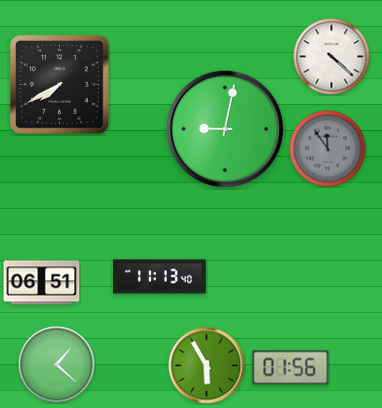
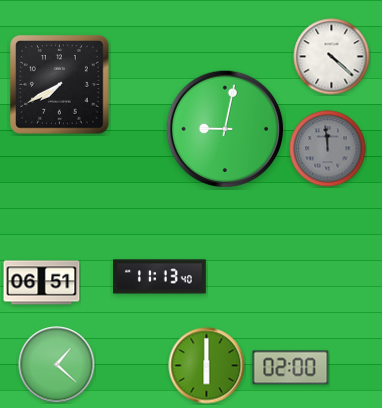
clock at (328, 149): 11:54 -> 11:59
clock at (207, 366): 5:55 -> 6:00
clock at (291, 368): 01:56 -> 02:00
